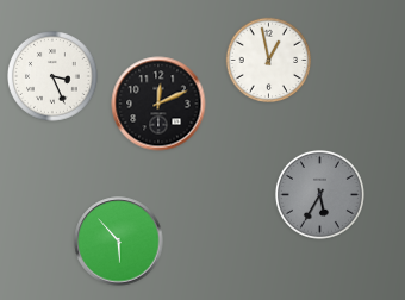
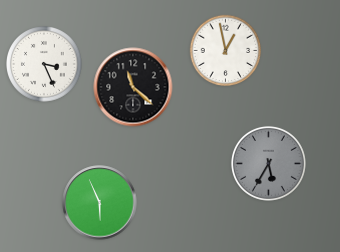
clock at (158, 104): 12:11 -> 11:22
clock at (119, 242): 5:53 -> 5:56
